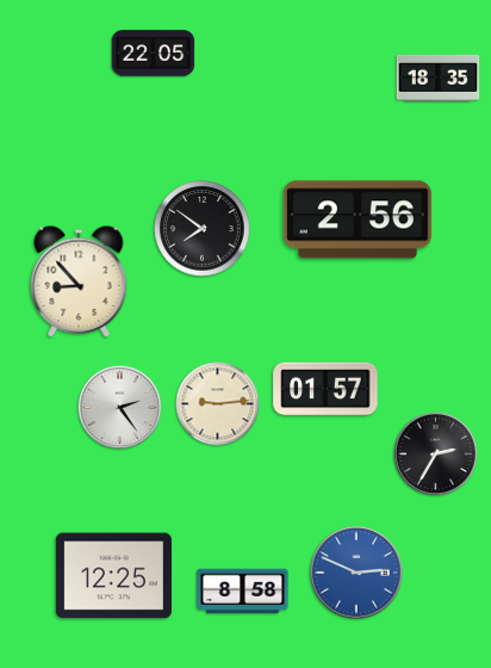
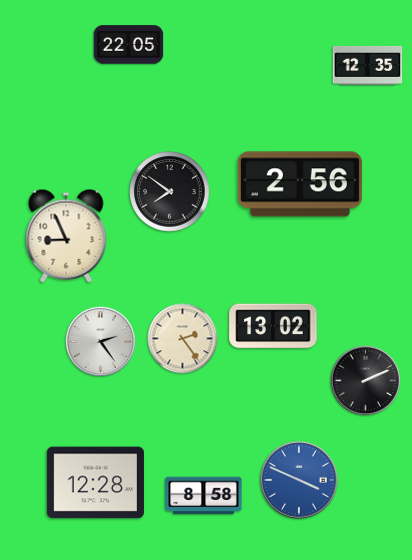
clock at (439, 78): 18:35 -> 12:35
clock at (79, 282): 8:53 -> 8:56
clock at (325, 389): 01:57 -> 13:02
clock at (218, 404): 9:14 -> 2:24
clock at (436, 454): 2:35 -> 2:11
clock at (356, 573): 2:49 -> 3:49
clock at (113, 576): 12:25 -> 12:28
